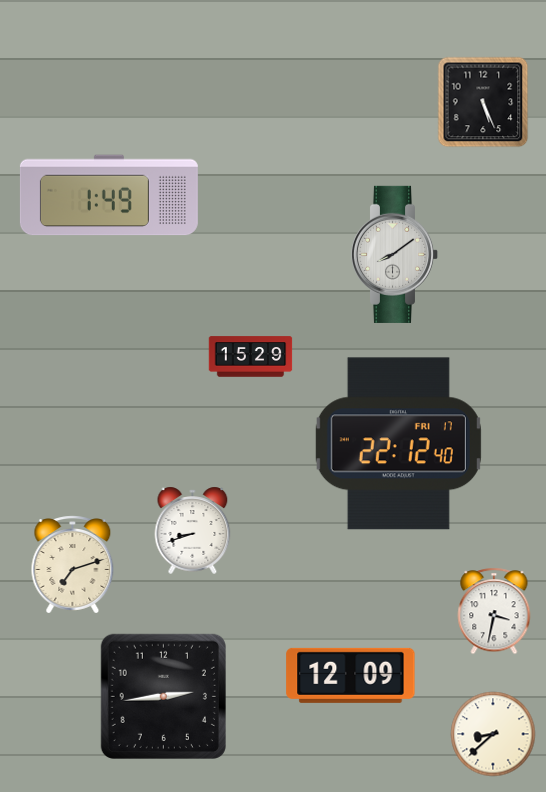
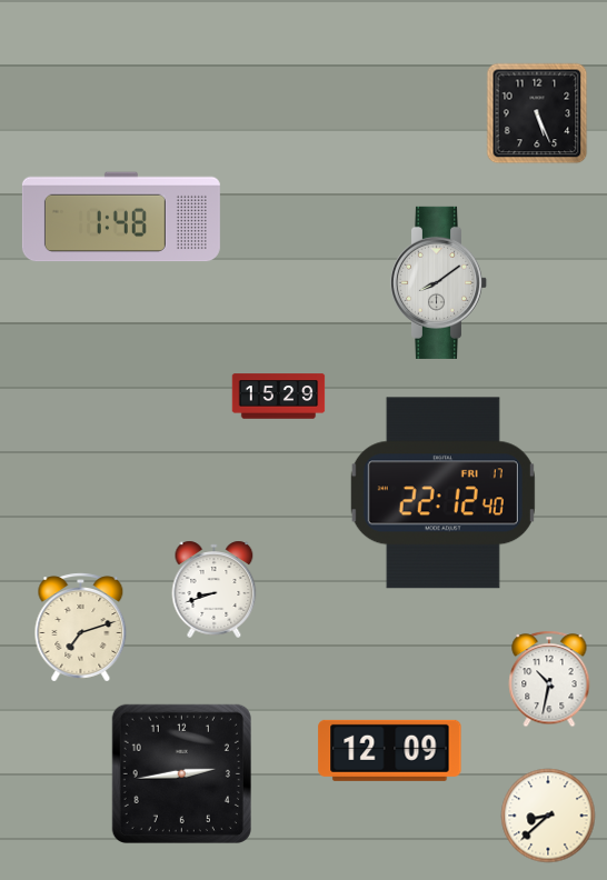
clock at (109, 195): 1:49 -> 1:48
clock at (494, 611): 3:32 -> 10:32
